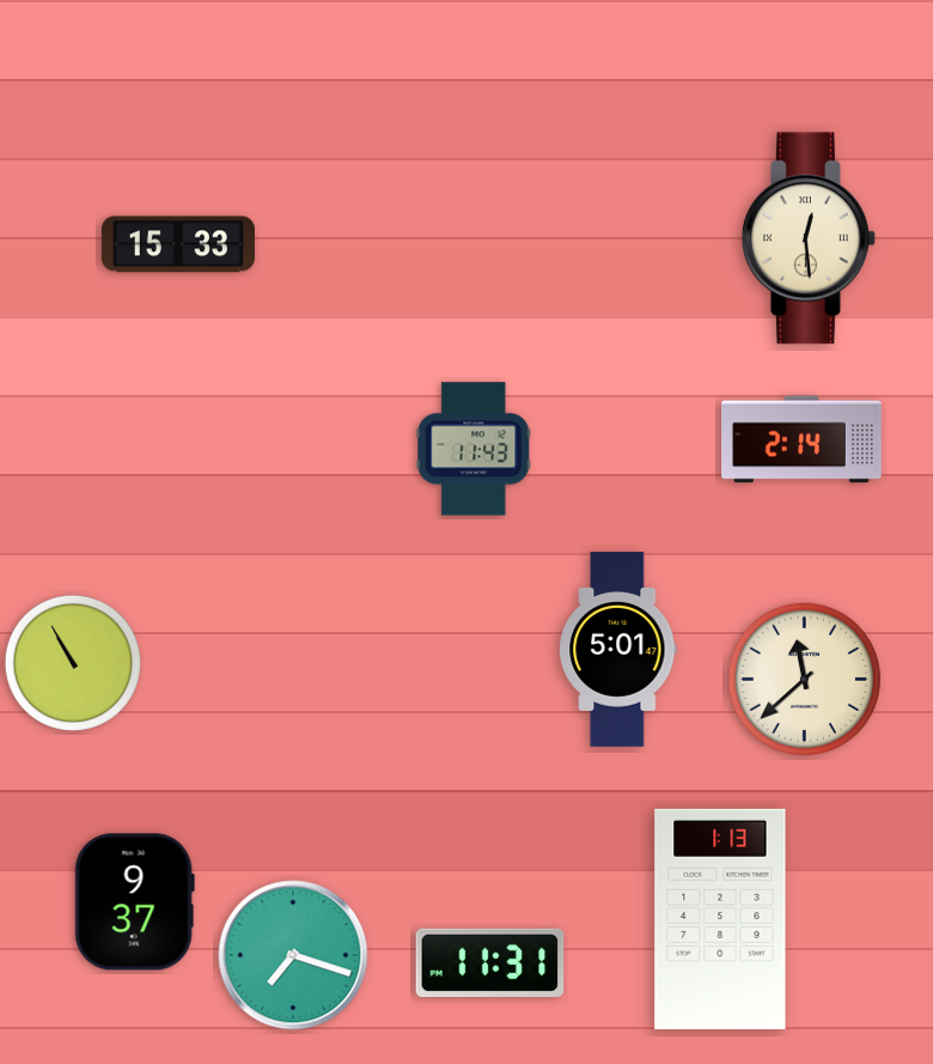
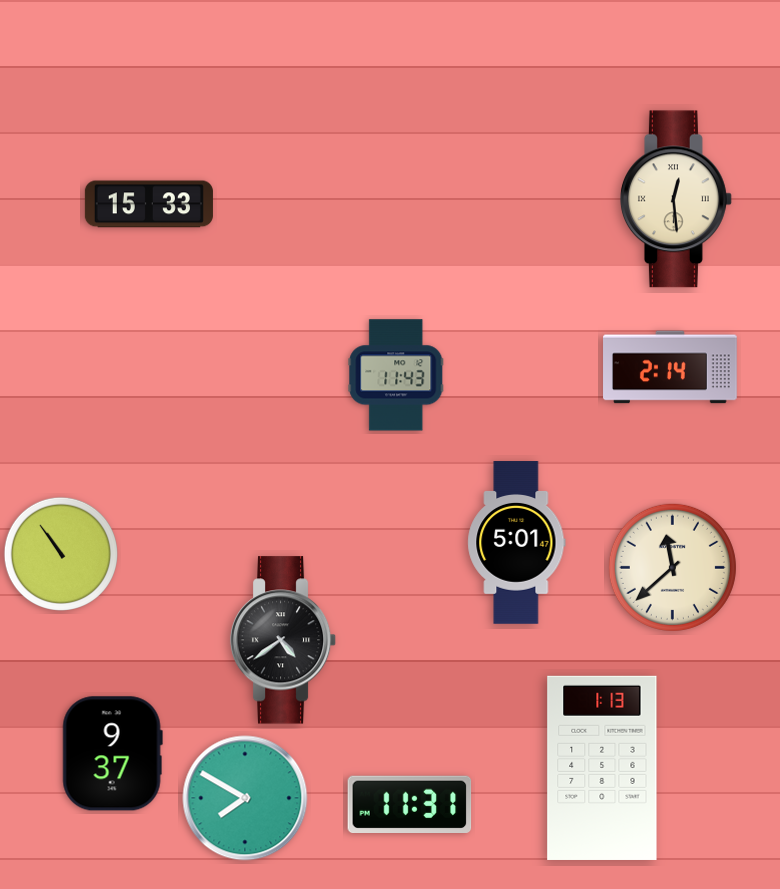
clock at (73, 663): 10:55 -> 10:54
clock at (283, 640): none -> 4:39
clock at (293, 955): 7:18 -> 7:50
